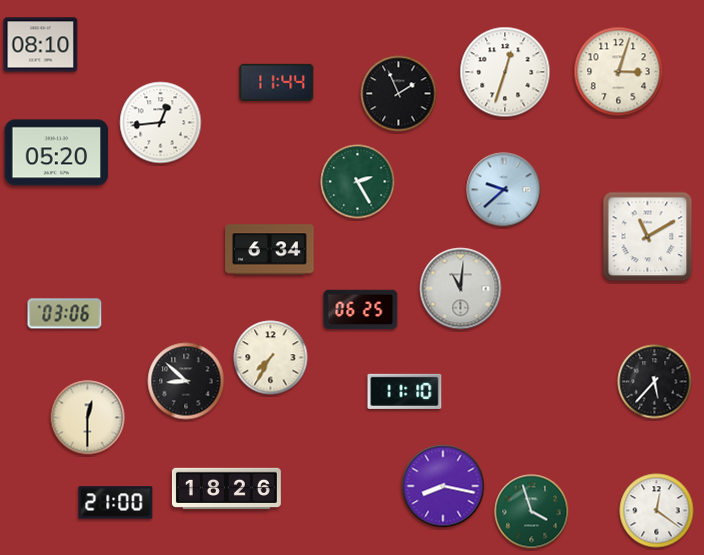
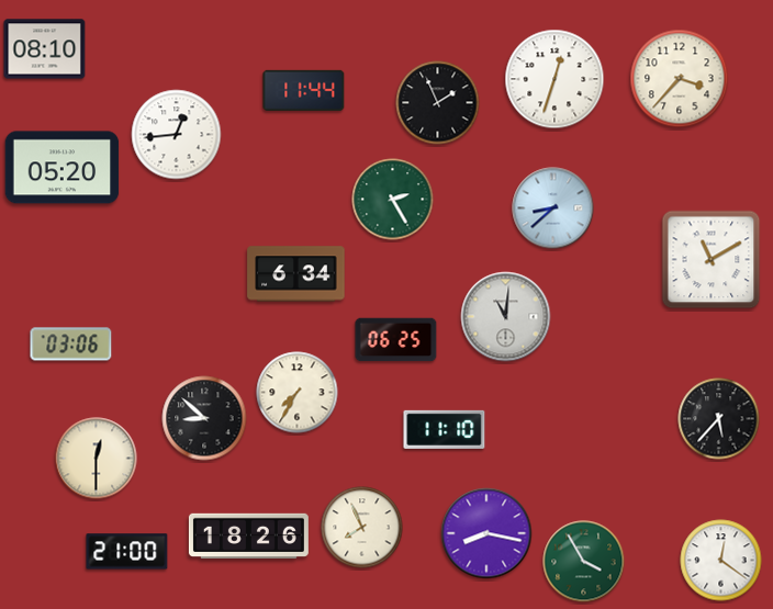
clock at (619, 72): 3:03 -> 3:37
clock at (504, 190): 9:38 -> 8:38
clock at (362, 528): none -> 7:56
clock at (532, 512): 3:57 -> 3:55
